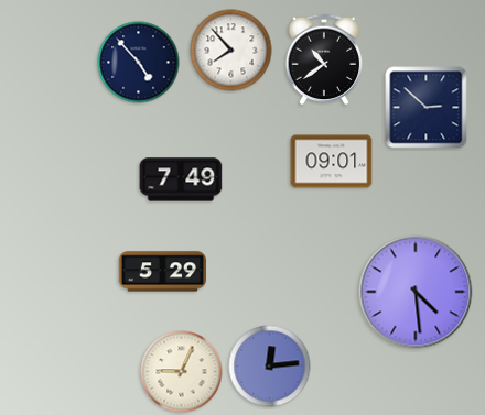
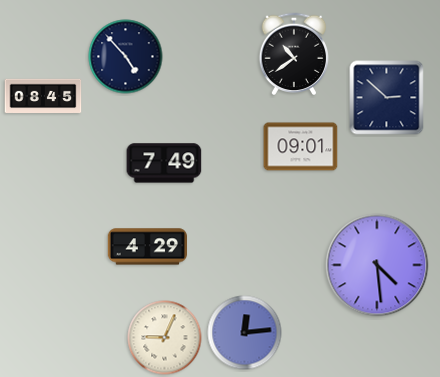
clock at (231, 51): 7:53 -> none
clock at (43, 96): none -> 08:45
clock at (162, 272): 5:29 -> 4:29
